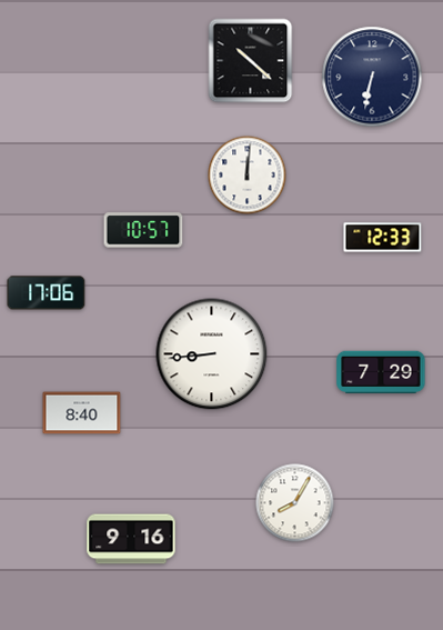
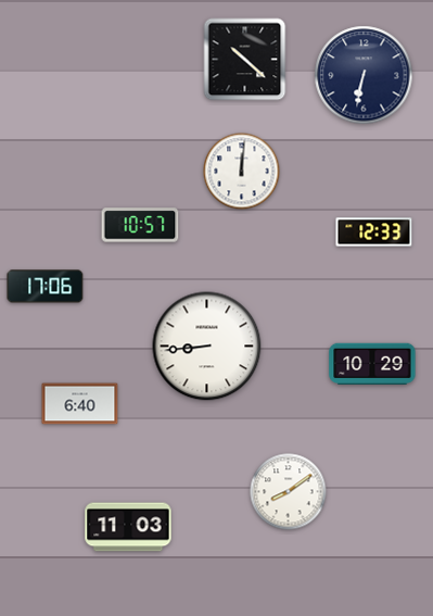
clock at (381, 371): 7:29 -> 10:29
clock at (82, 413): 8:40 -> 6:40
clock at (295, 503): 8:05 -> 8:09
clock at (131, 539): 9:16 -> 11:03
